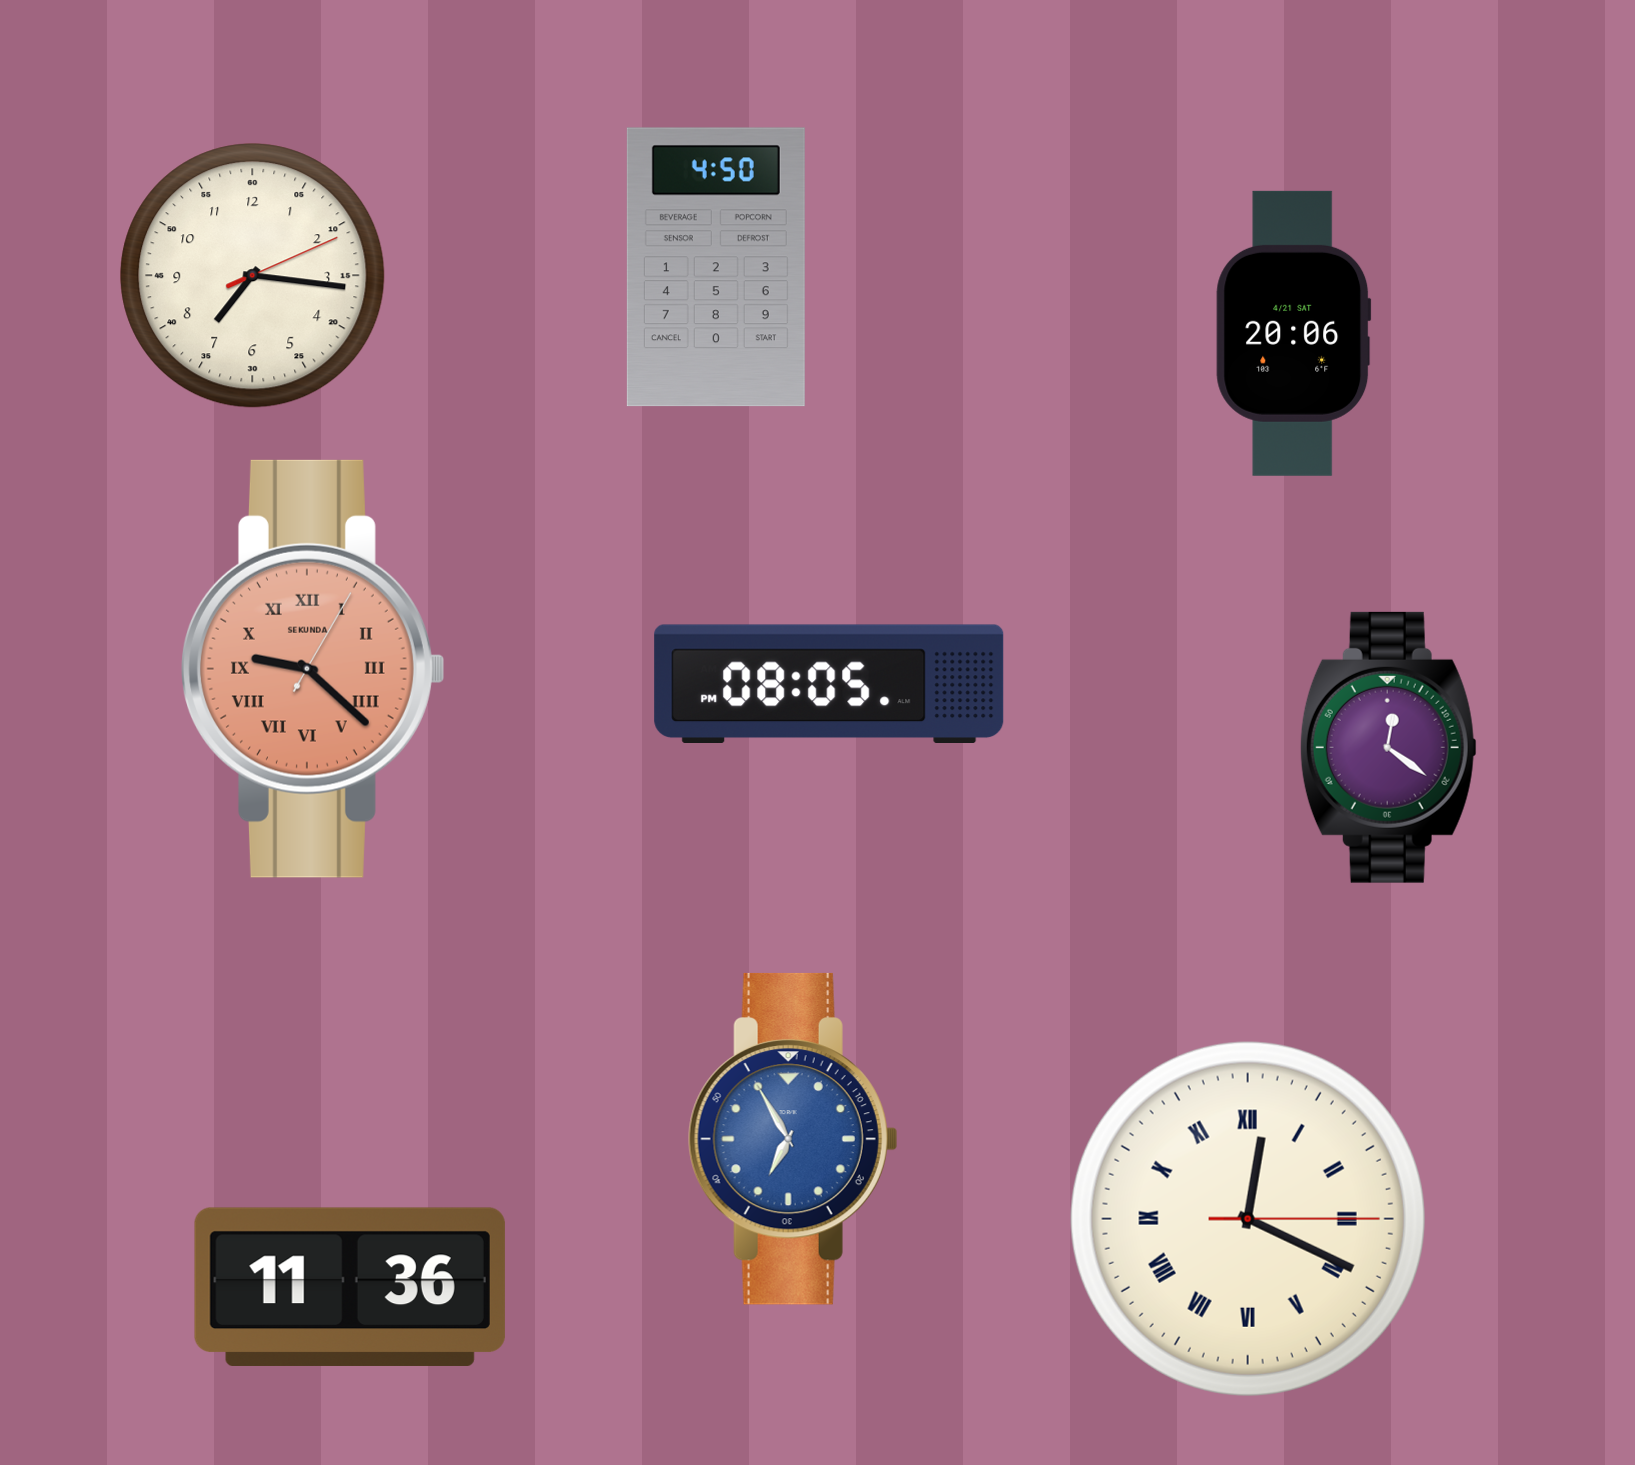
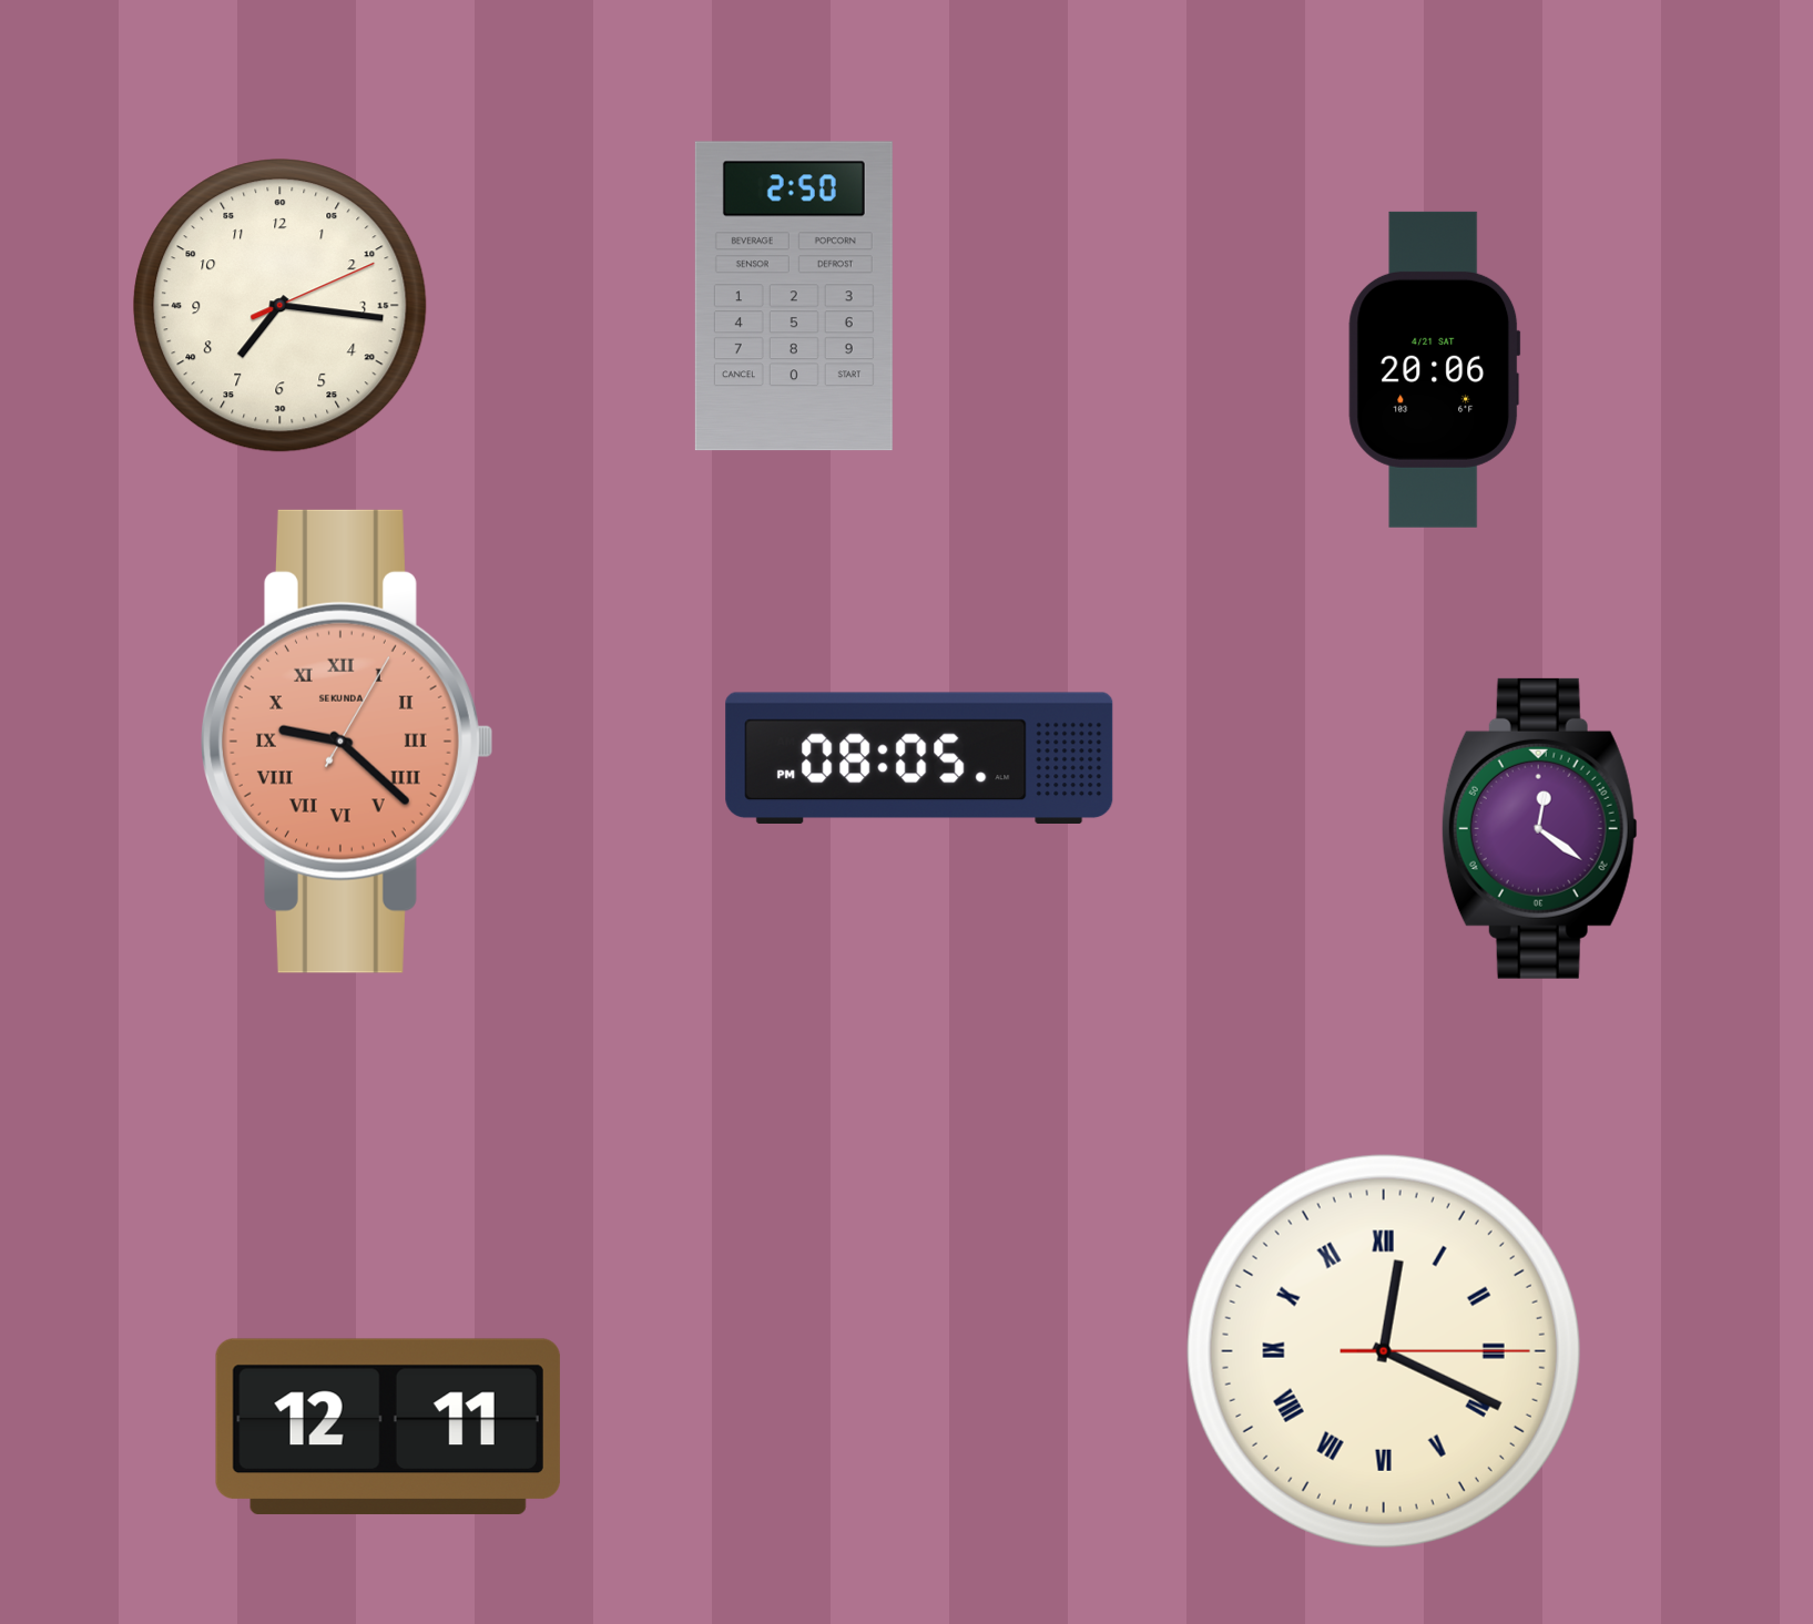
clock at (716, 267): 4:50 -> 2:50
clock at (793, 1139): 6:55 -> none
clock at (350, 1287): 11:36 -> 12:11
